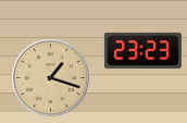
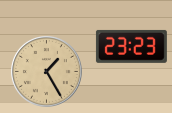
clock at (50, 77): 1:18 -> 1:25
